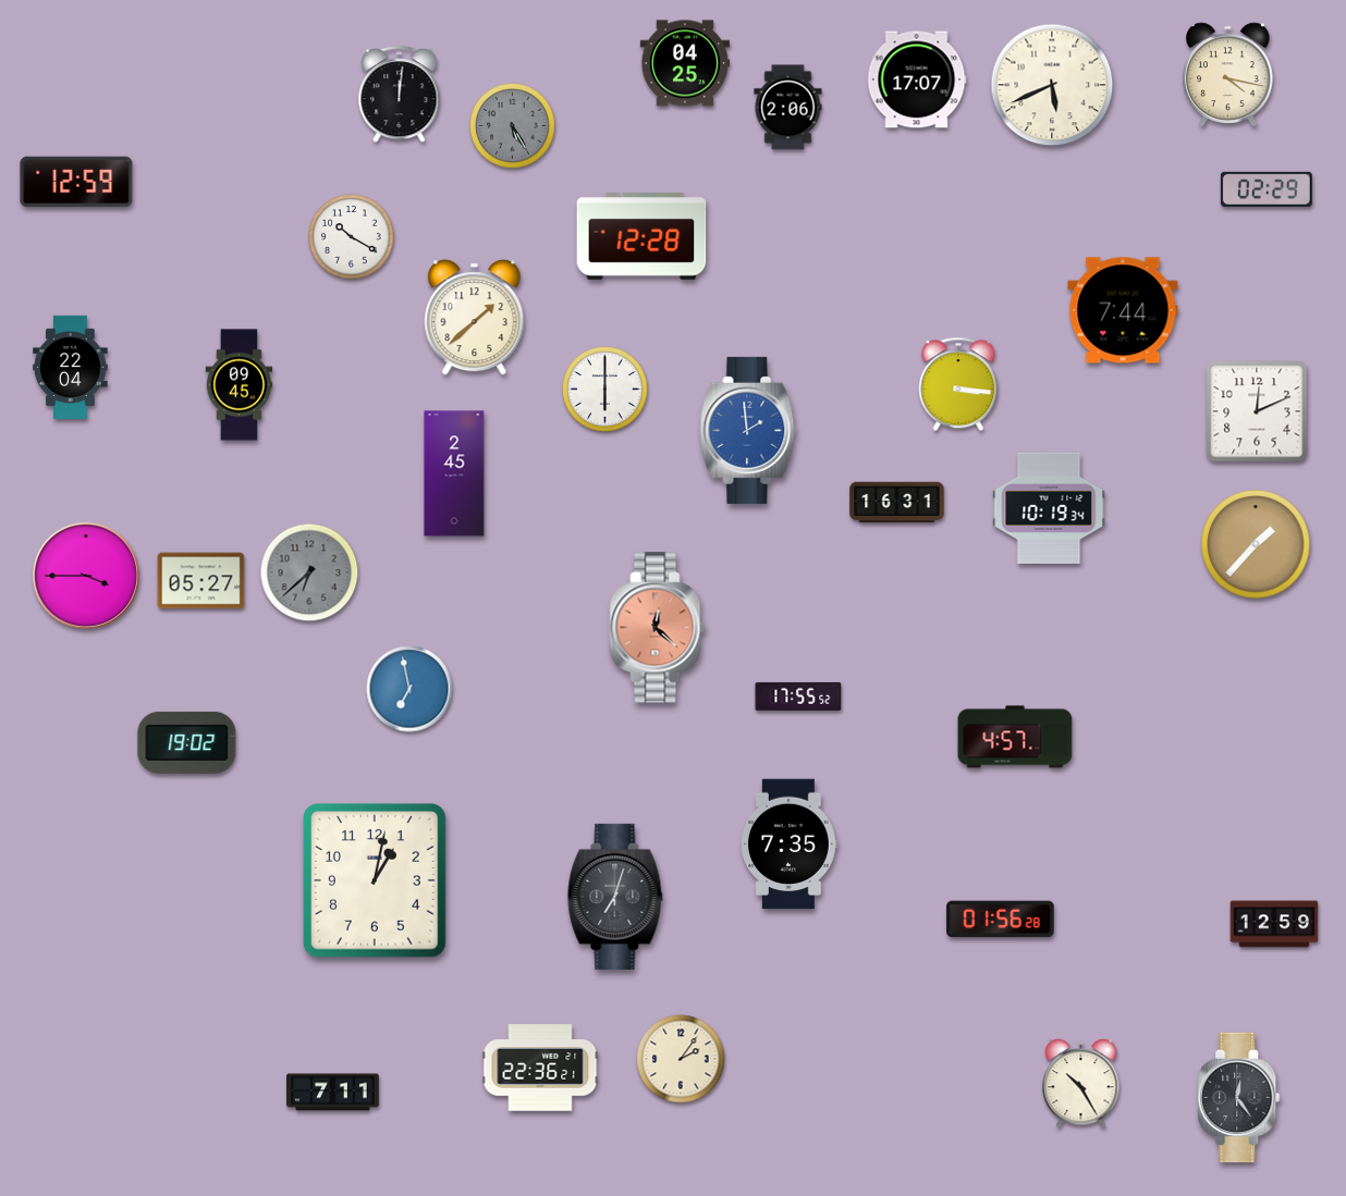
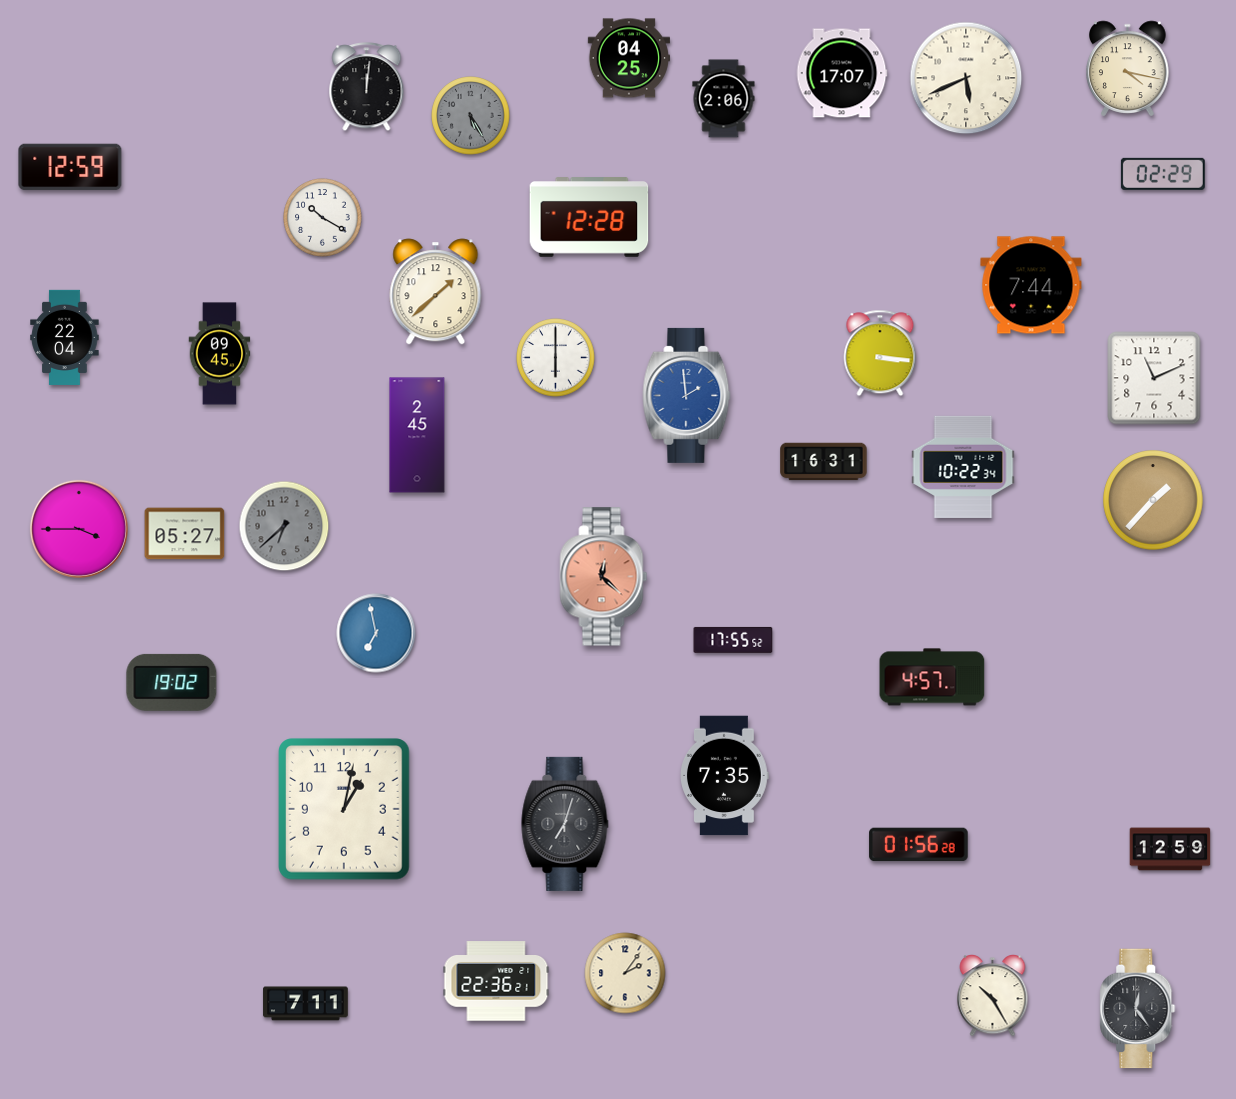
clock at (1257, 411): 12:11 -> 11:11
clock at (1049, 508): 10:19 -> 10:22
